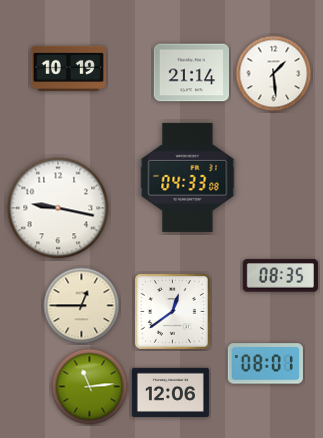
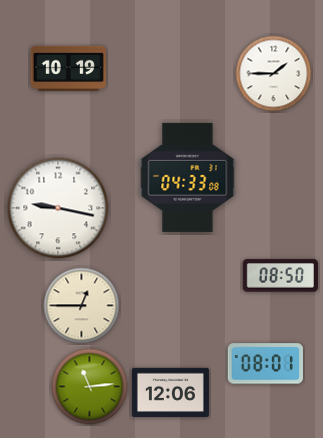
clock at (191, 73): 21:14 -> none
clock at (274, 74): 1:29 -> 1:45
clock at (280, 276): 08:35 -> 08:50
clock at (172, 311): 12:39 -> none
